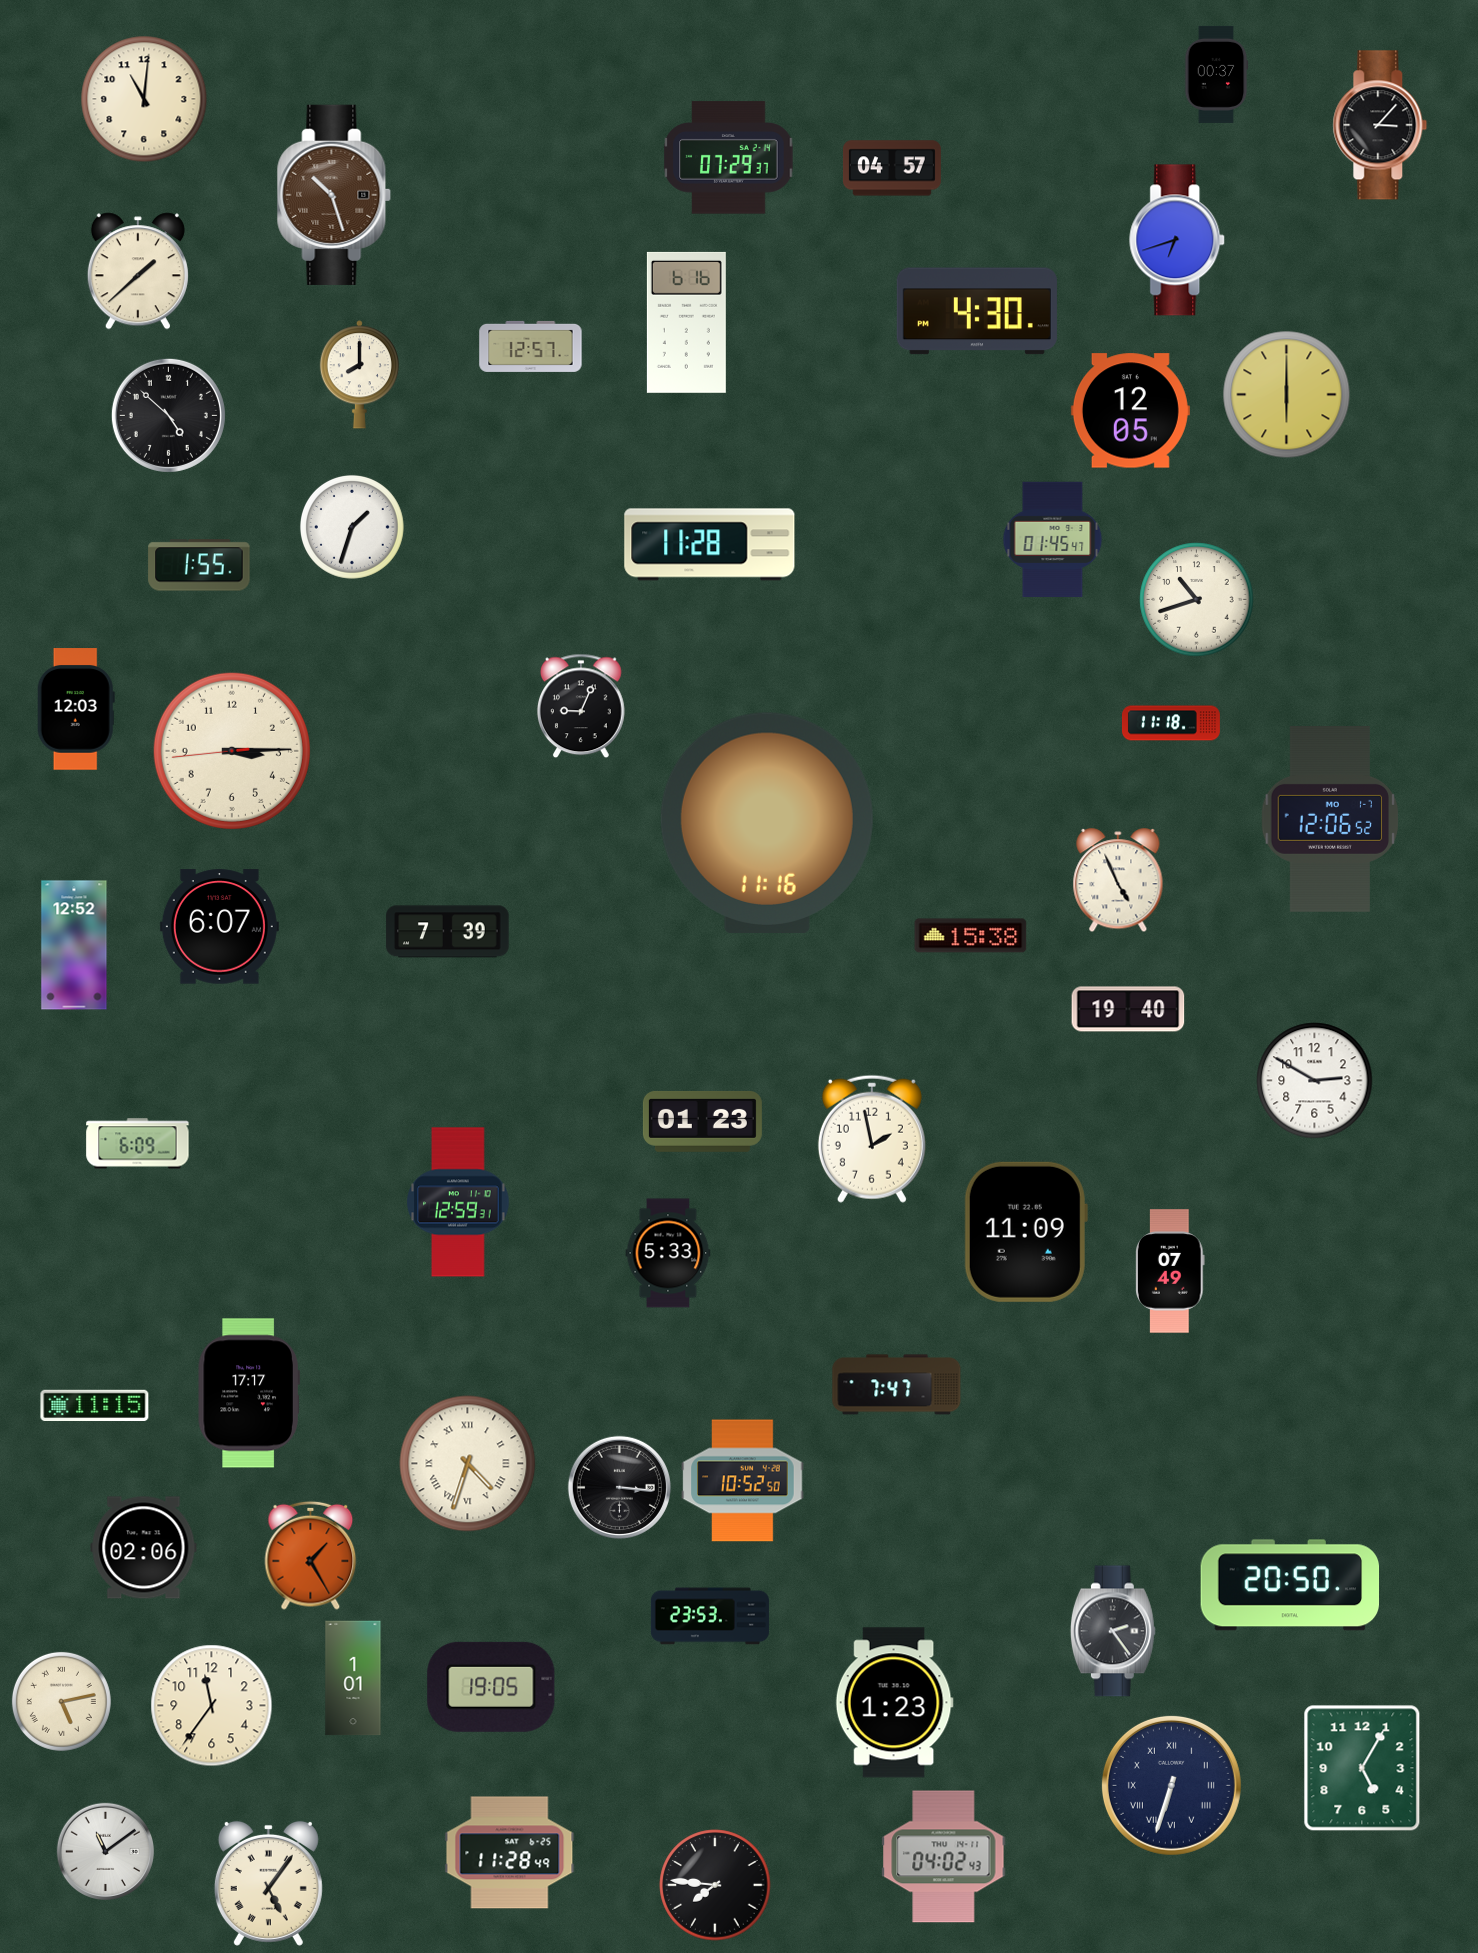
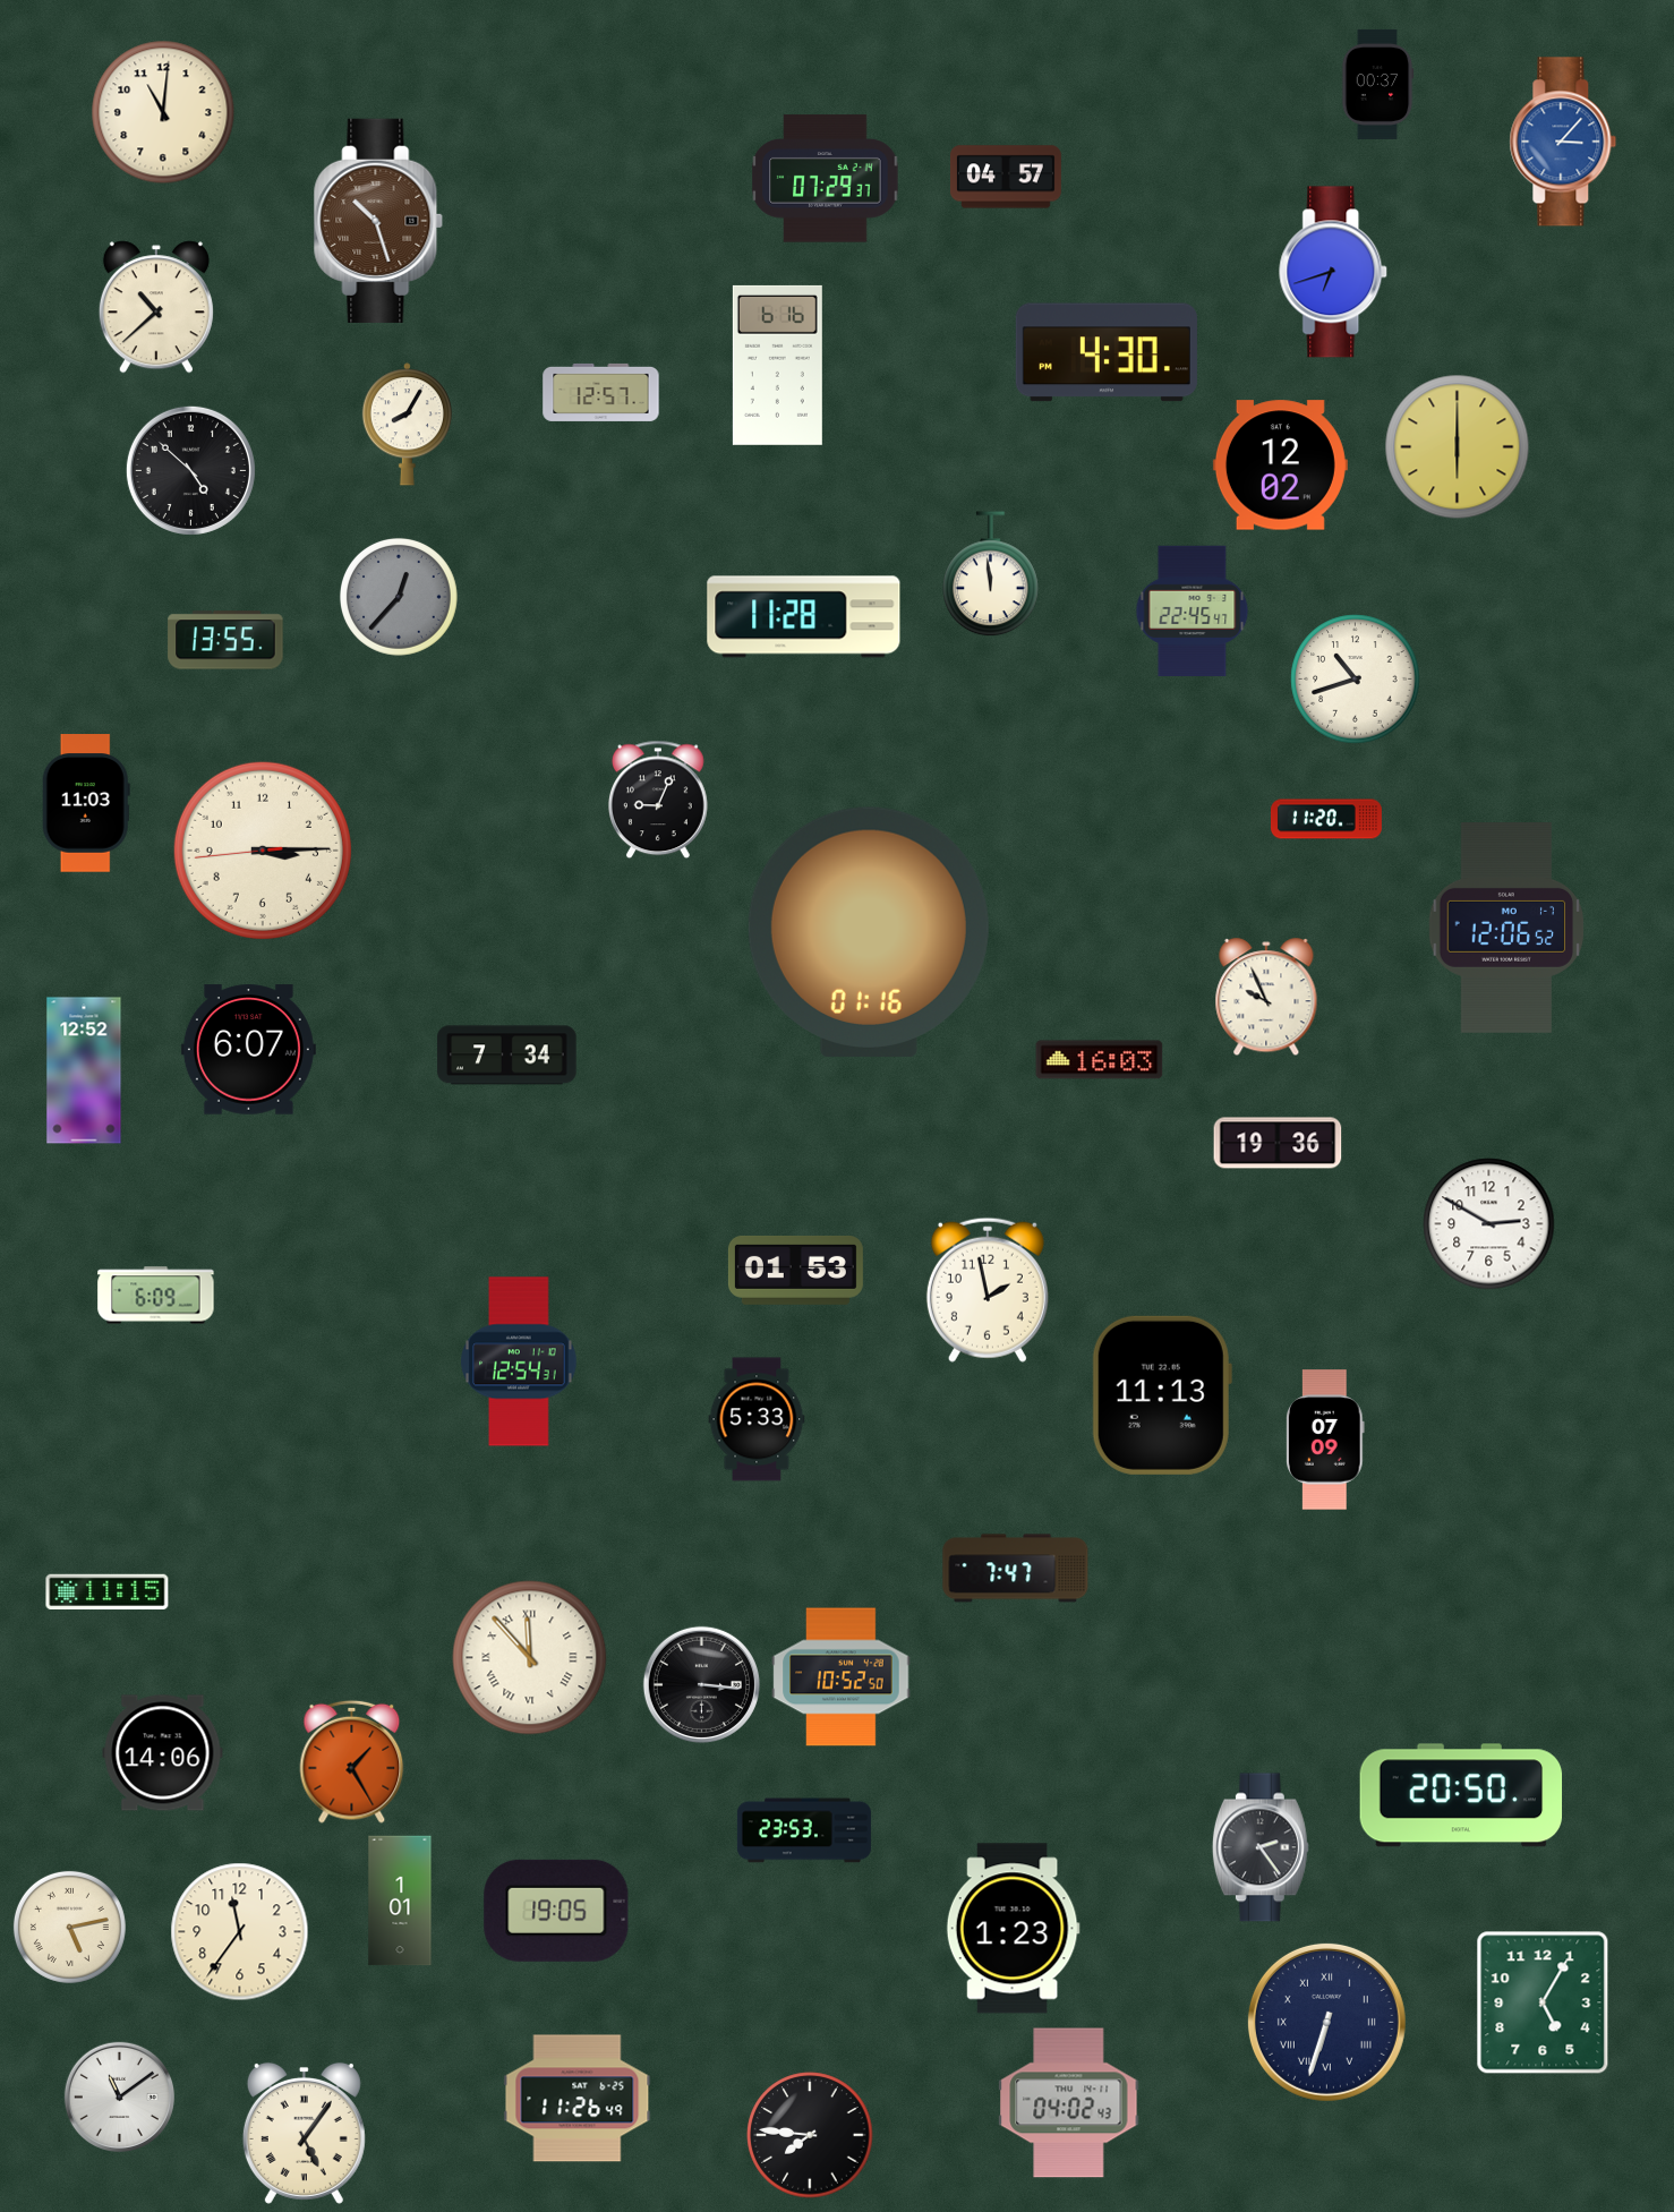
clock at (1380, 125) dial: black -> blue
clock at (892, 168) position: (892, 168) -> (1006, 177)
clock at (138, 271): 1:38 -> 10:38
clock at (359, 375): 8:00 -> 8:05
clock at (1130, 411): 12:05 -> 12:02
clock at (991, 574): none -> 11:59
clock at (352, 527): 1:33 -> 12:37
clock at (352, 527) dial: white -> grey
clock at (1053, 540): 01:45 -> 22:45
clock at (199, 565): 1:55 -> 13:55
clock at (76, 709): 12:03 -> 11:03
clock at (1171, 723): 11:18 -> 11:20
clock at (767, 823): 11:16 -> 01:16
clock at (1118, 881): 4:56 -> 9:56
clock at (448, 932): 7:39 -> 7:34
clock at (971, 936): 15:38 -> 16:03
clock at (1128, 1009): 19:40 -> 19:36
clock at (702, 1121): 01:23 -> 01:53
clock at (458, 1202): 12:59 -> 12:54
clock at (1026, 1232): 11:09 -> 11:13
clock at (1171, 1271): 07:49 -> 07:09
clock at (249, 1393): 17:17 -> none
clock at (468, 1464): 4:33 -> 11:53
clock at (144, 1548): 02:06 -> 14:06
clock at (510, 1853): 11:28 -> 11:26
